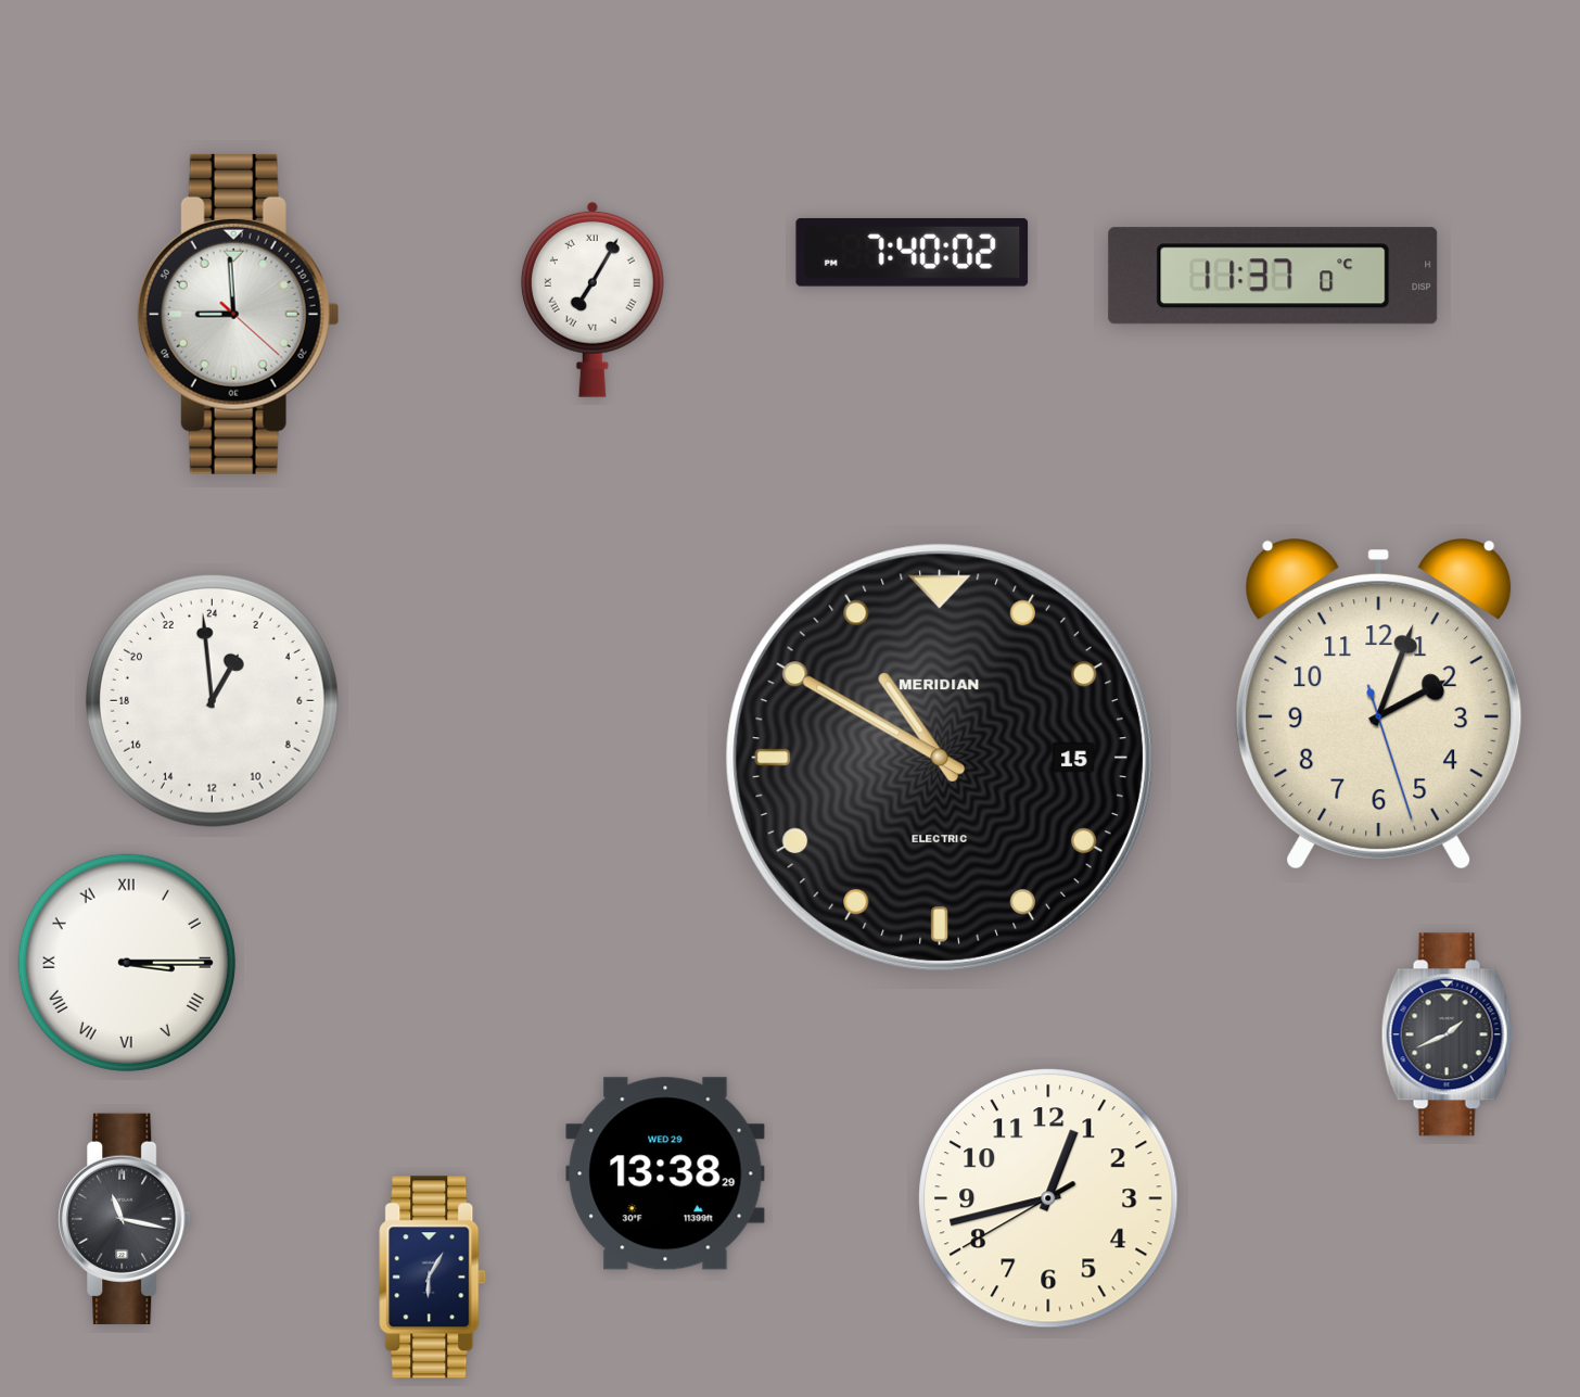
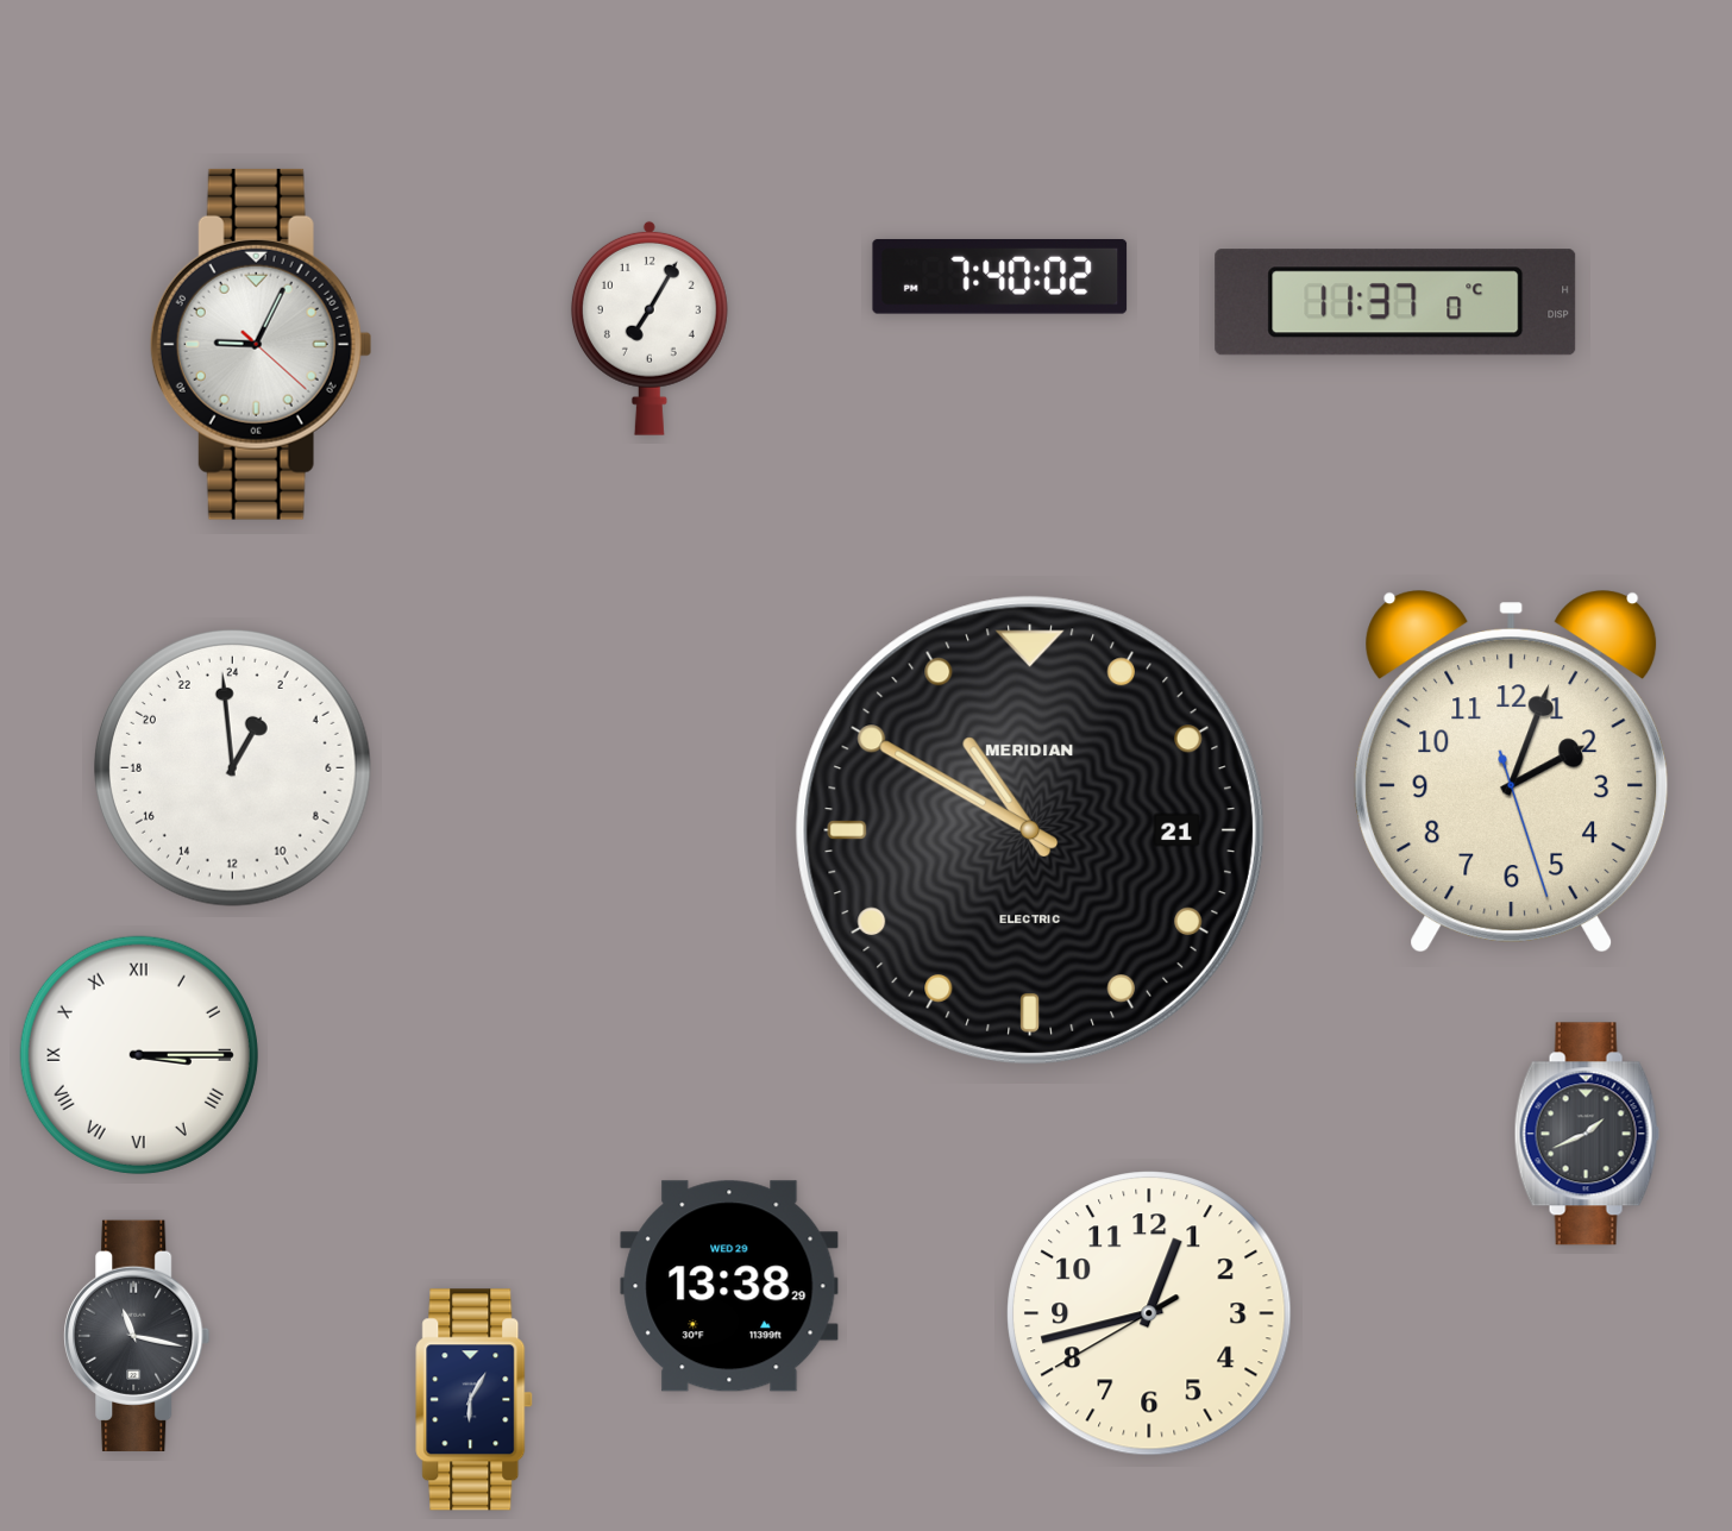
clock at (592, 300) numerals: Roman -> Arabic
clock at (238, 314): 8:59 -> 9:04
clock at (940, 758) date: 15 -> 21
